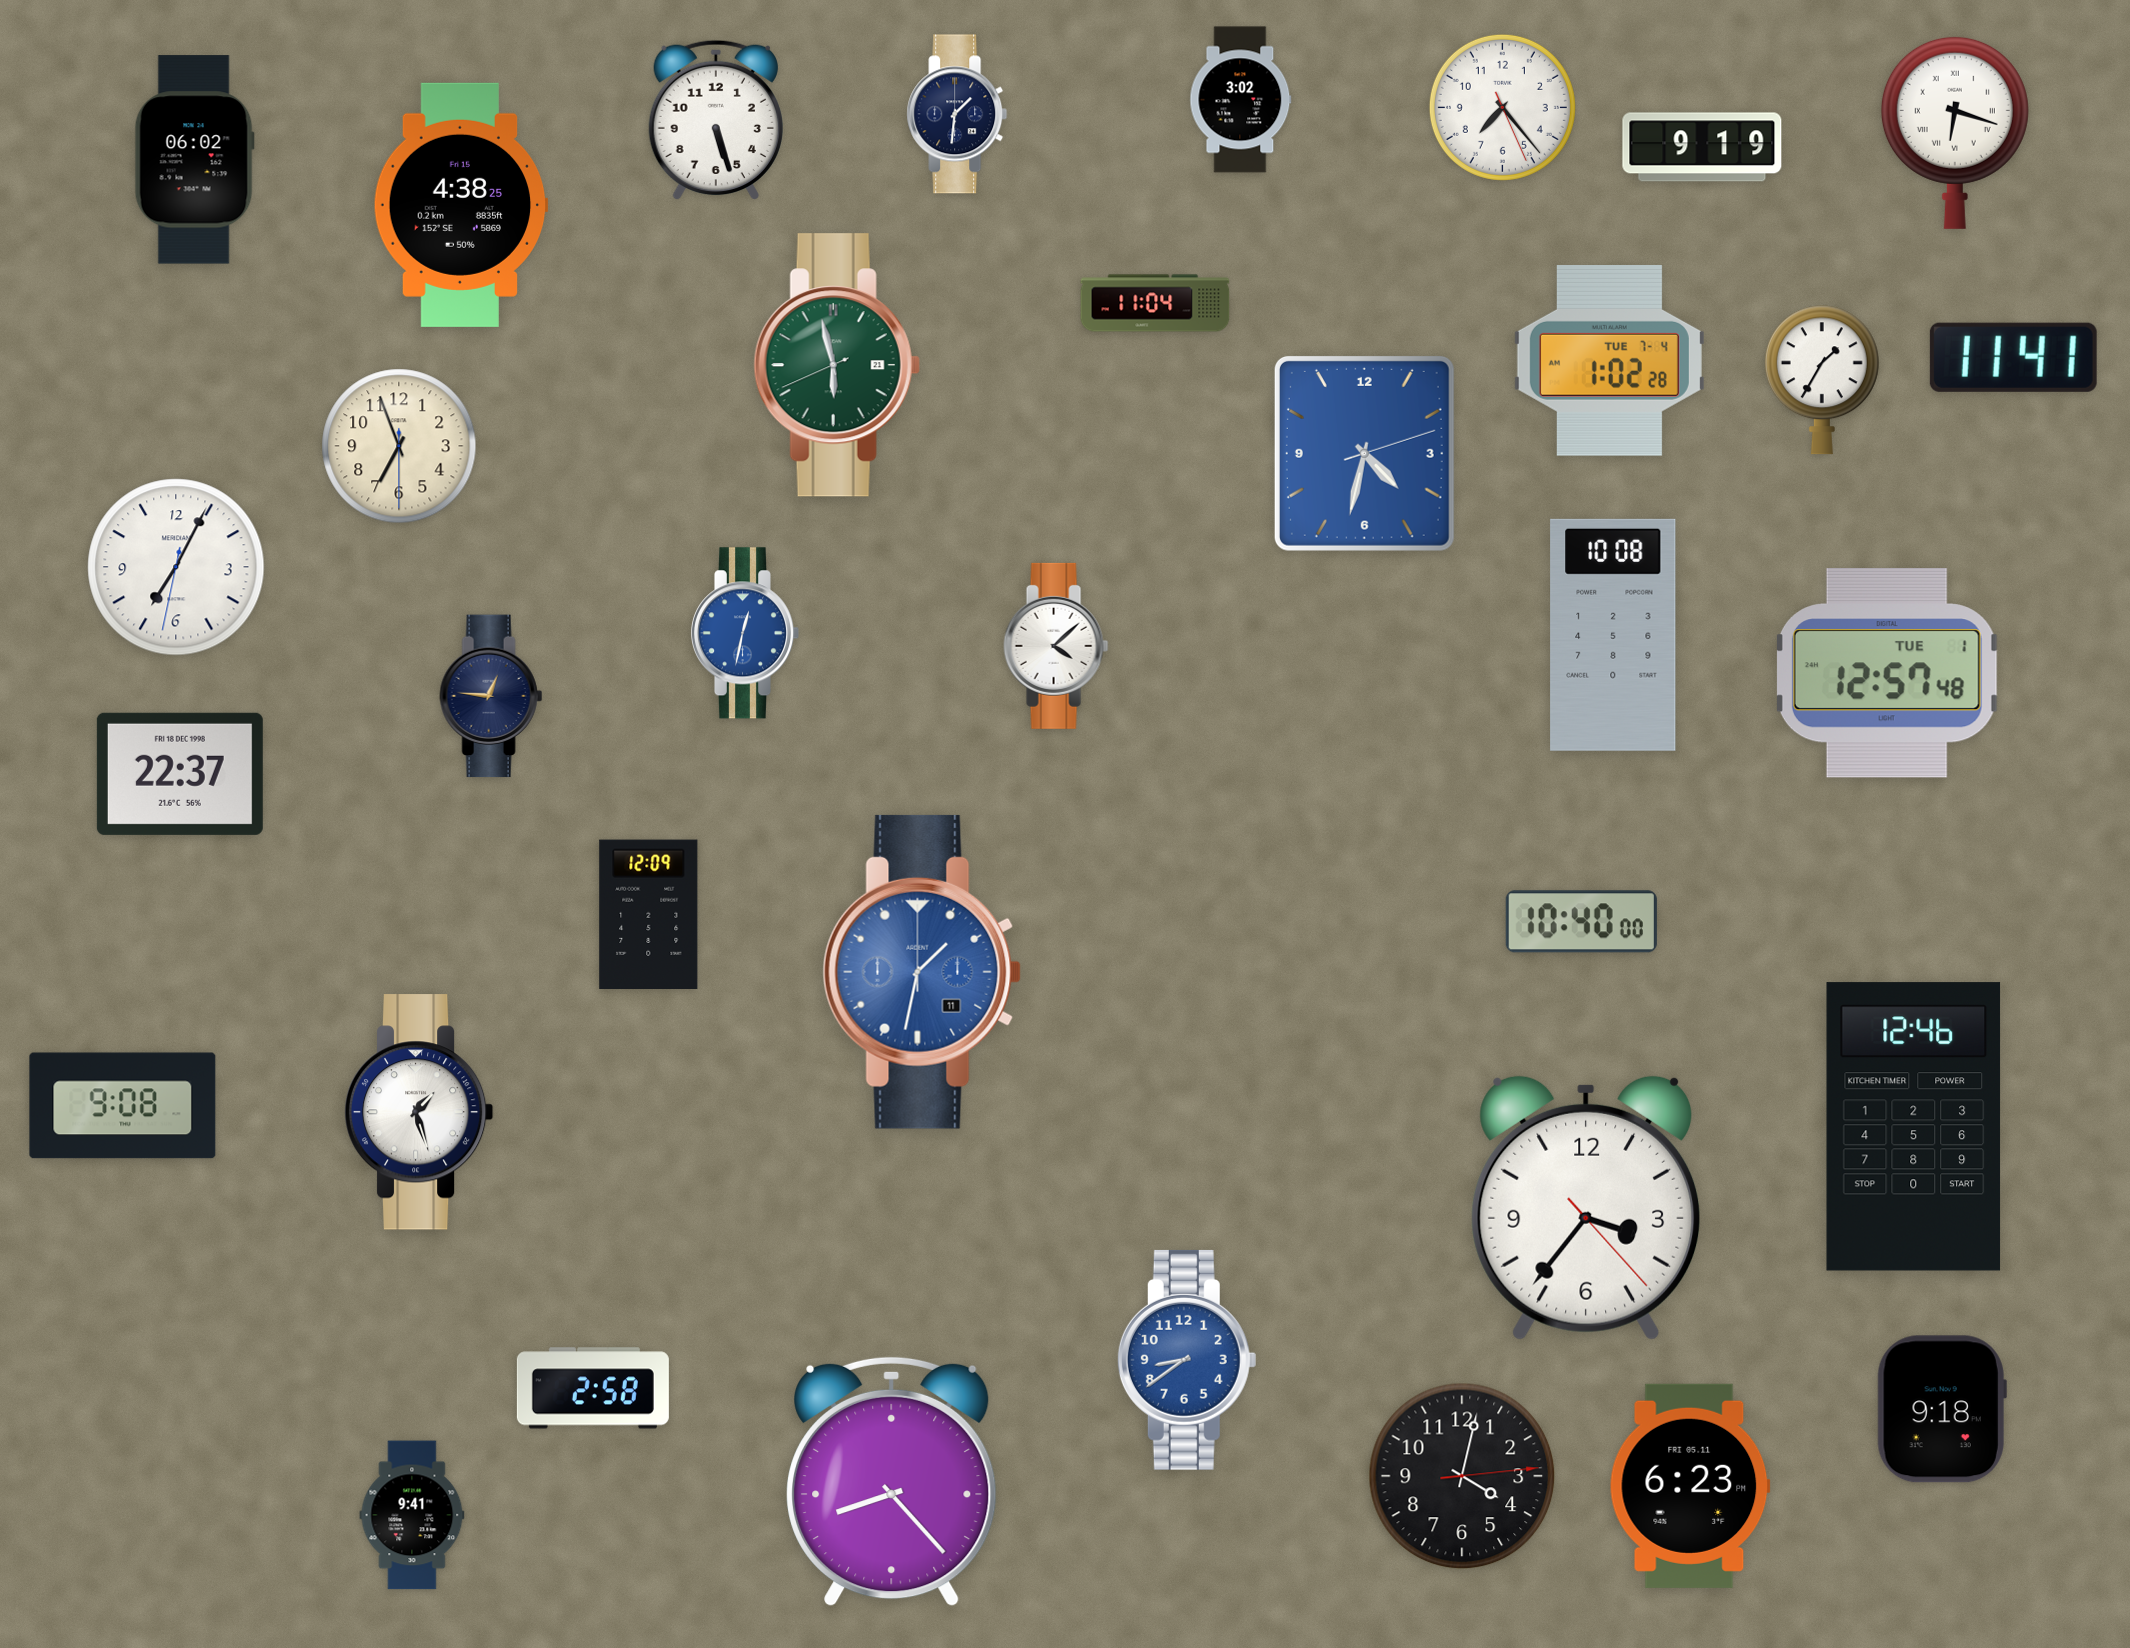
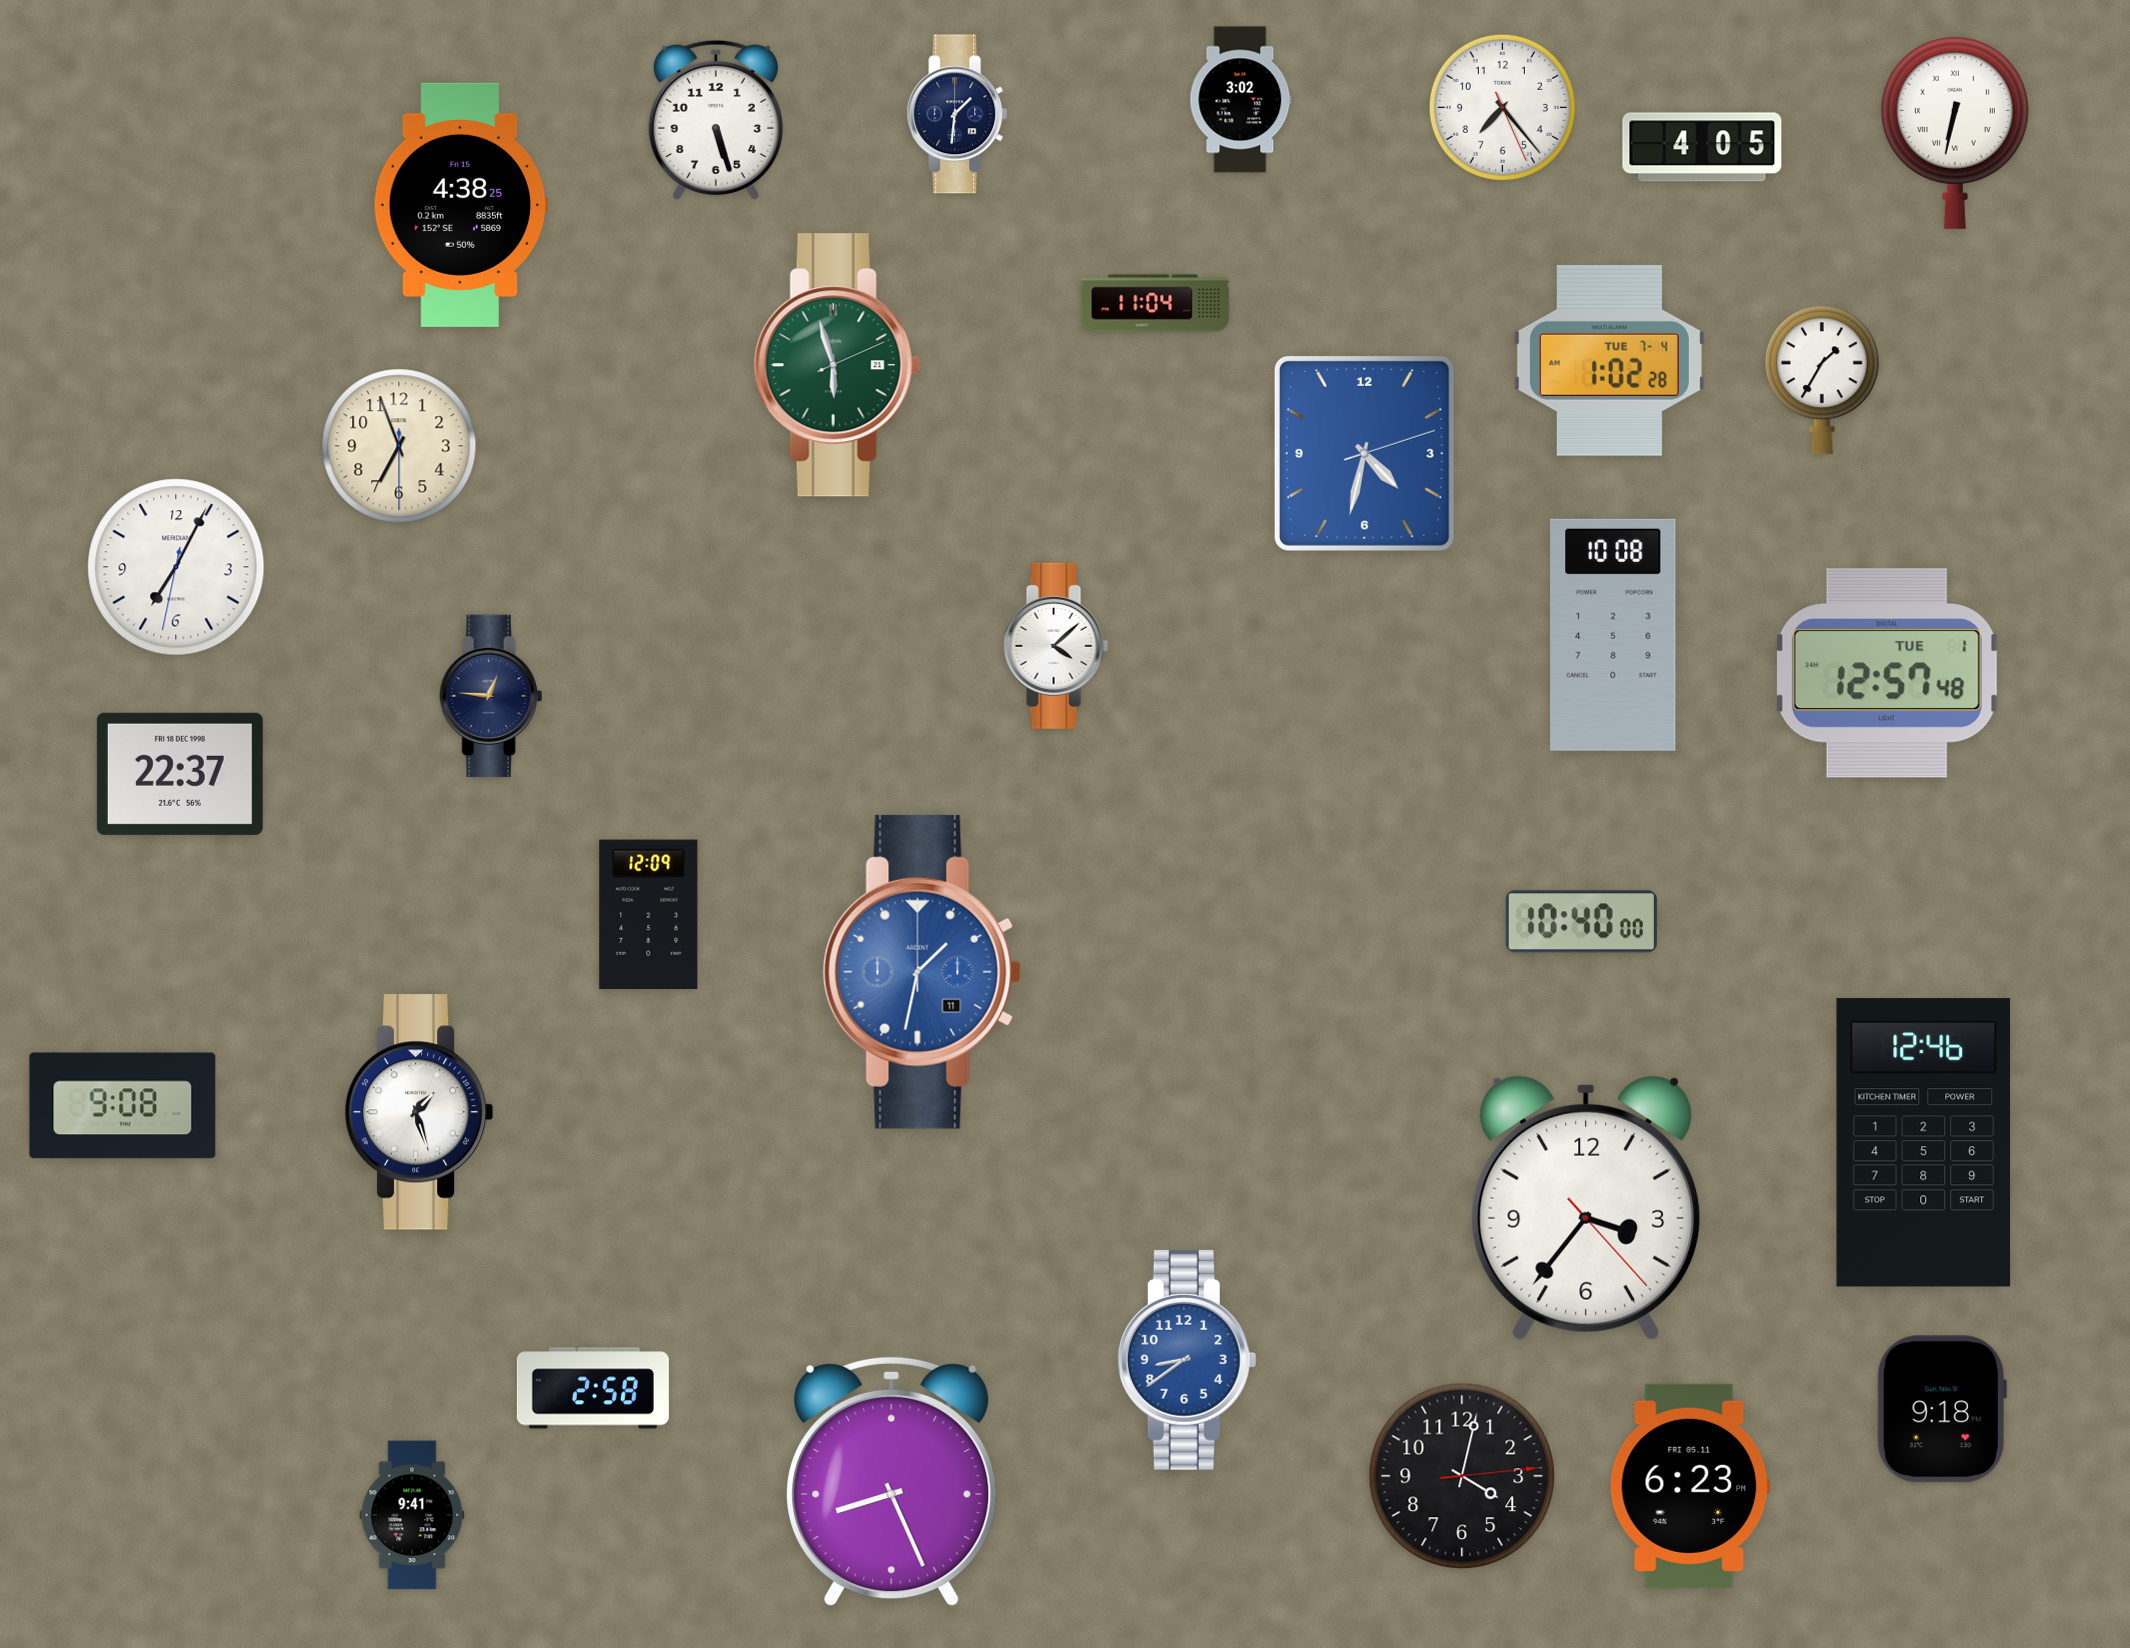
clock at (1955, 132): 6:18 -> 6:32
clock at (1702, 147): 9:19 -> 4:05
clock at (194, 160): 06:02 -> none
clock at (2013, 357): 11:41 -> none
clock at (837, 365): 5:57:41 -> 5:57:11
clock at (745, 633): 12:32 -> none
clock at (1914, 1127) position: (1914, 1127) -> (1924, 1143)
clock at (892, 1482): 8:23 -> 8:26
